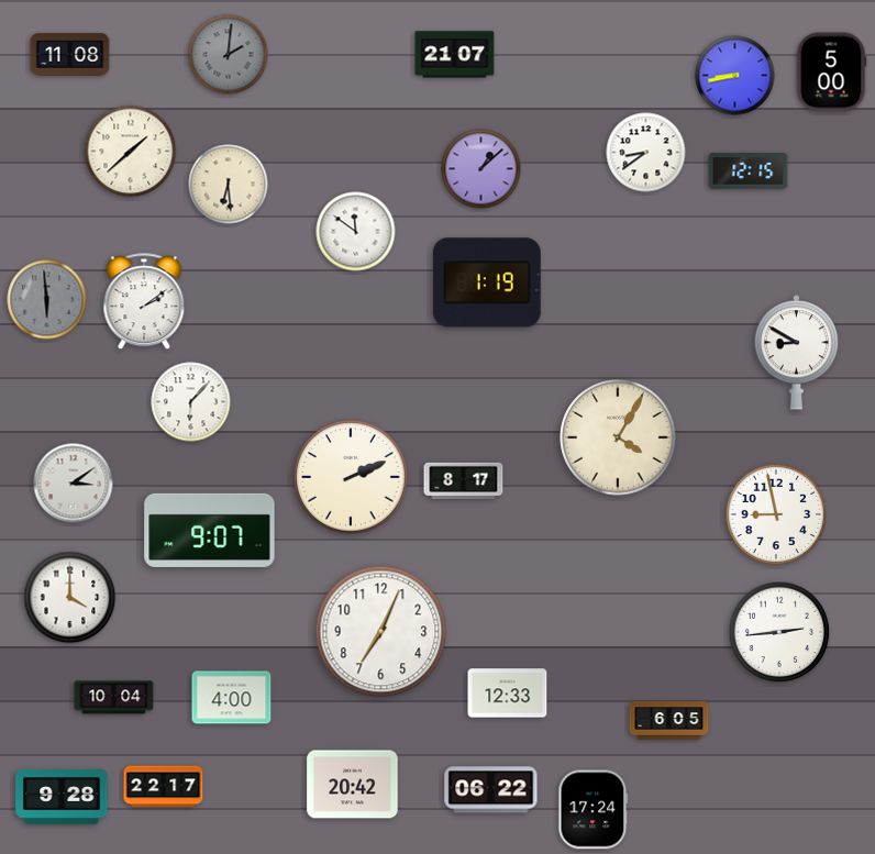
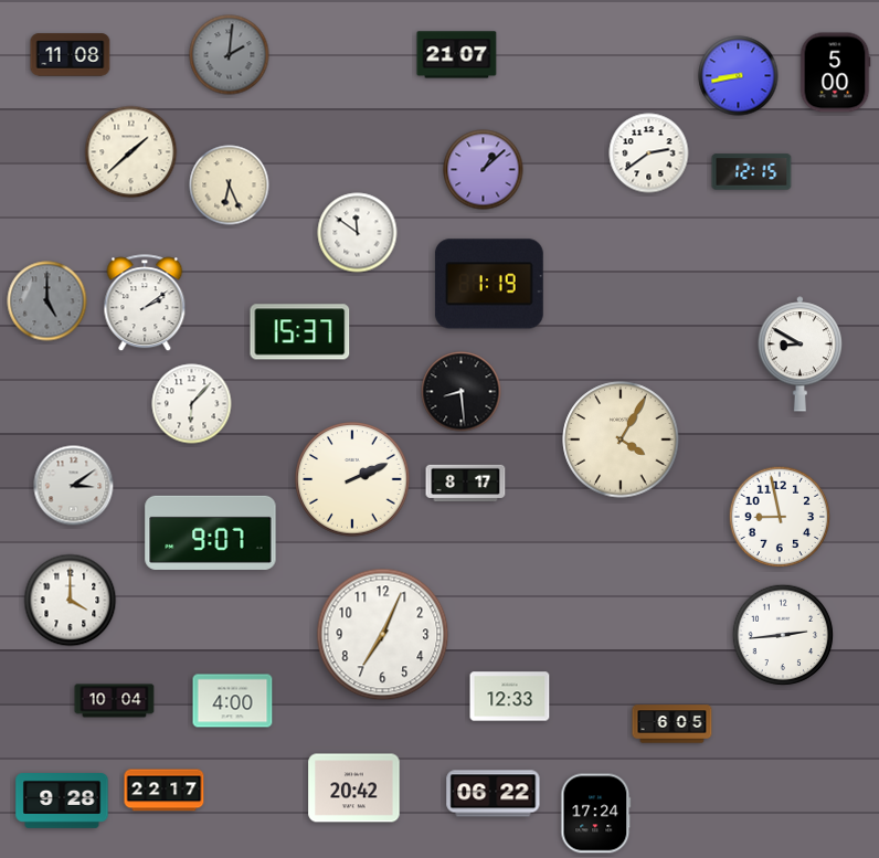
clock at (646, 153): 8:39 -> 2:39
clock at (229, 185): 6:29 -> 6:26
clock at (47, 300): 5:59 -> 5:00
clock at (300, 332): none -> 15:37
clock at (462, 392): none -> 8:29
